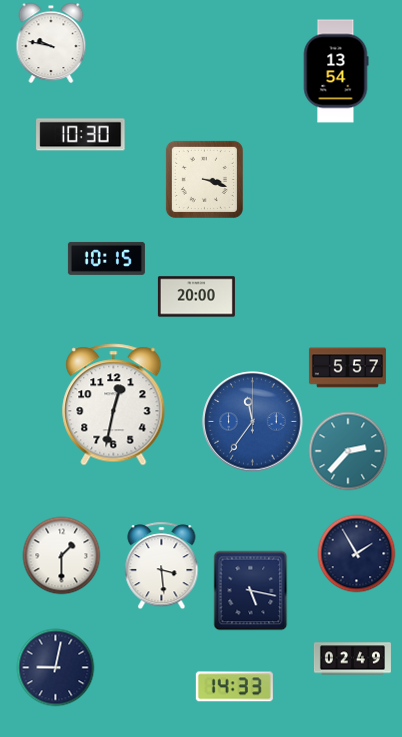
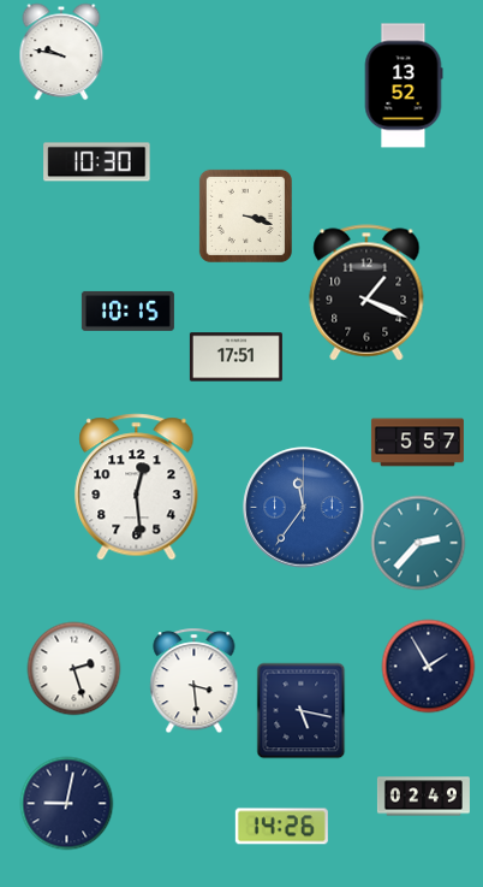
clock at (336, 71): 13:54 -> 13:52
clock at (366, 292): none -> 1:19
clock at (196, 297): 20:00 -> 17:51
clock at (114, 405): 12:32 -> 12:29
clock at (61, 555): 1:30 -> 2:27
clock at (352, 659) position: (352, 659) -> (423, 797)
clock at (234, 687): 14:33 -> 14:26
